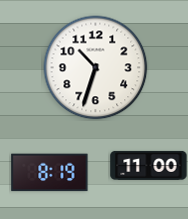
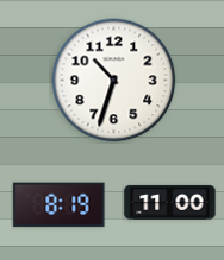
clock at (149, 165) position: (149, 165) -> (170, 202)
